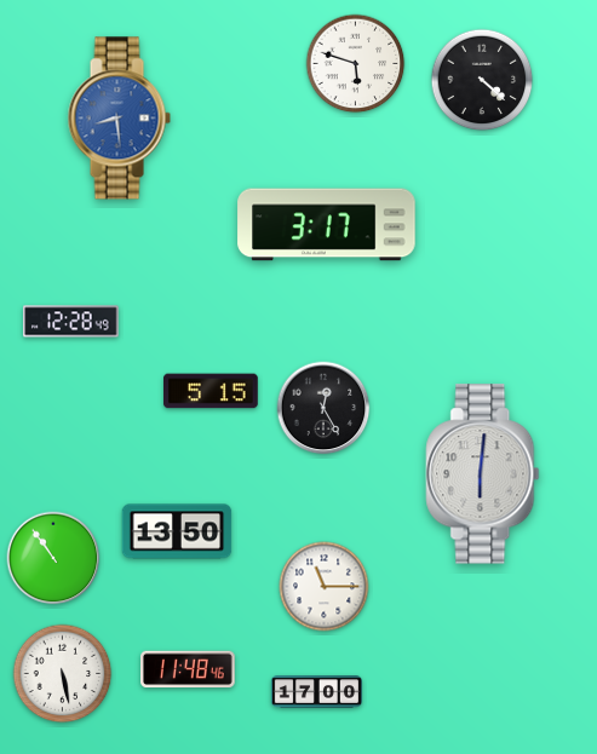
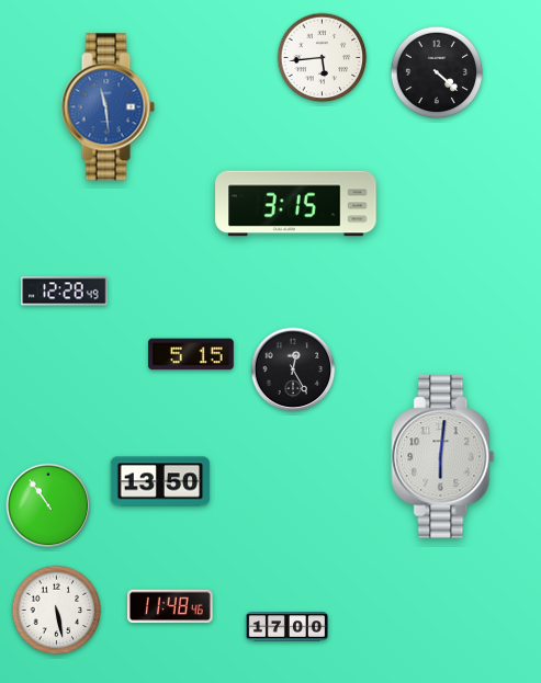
clock at (356, 64): 5:48 -> 5:44
clock at (119, 119): 8:29 -> 11:29
clock at (327, 225): 3:17 -> 3:15
clock at (483, 474) position: (483, 474) -> (443, 457)
clock at (325, 587): 11:15 -> none
